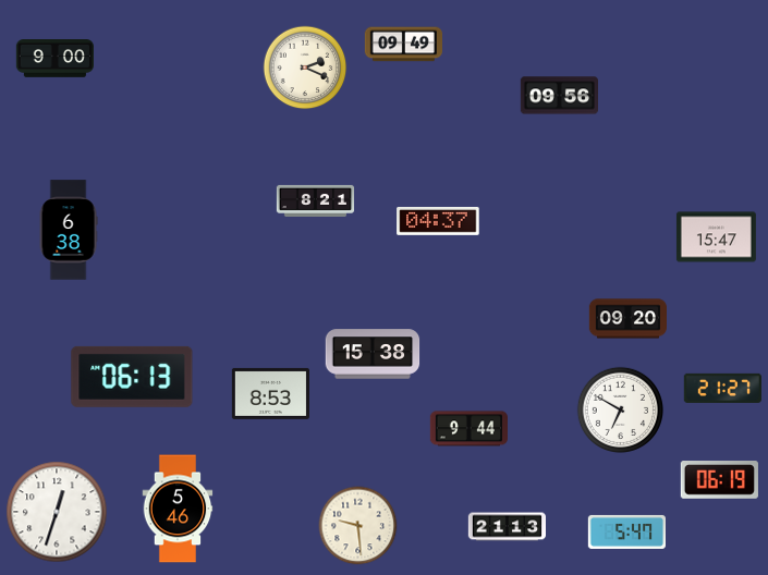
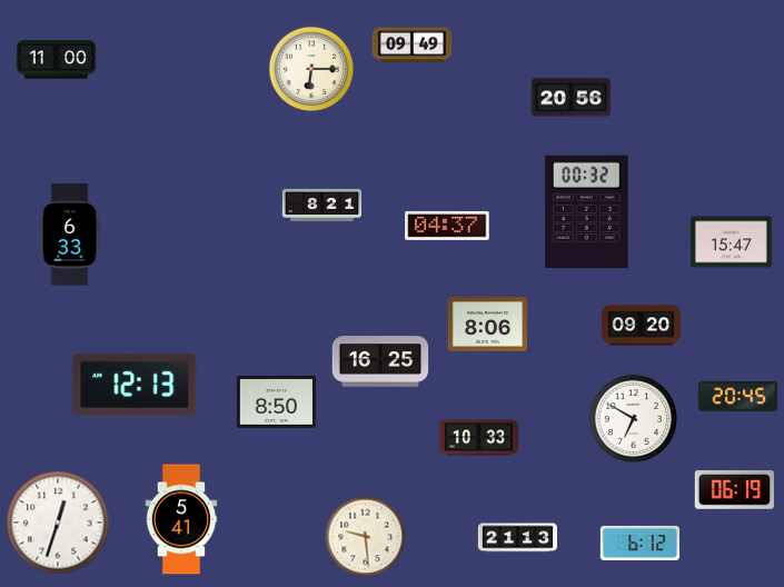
clock at (54, 59): 9:00 -> 11:00
clock at (305, 68): 2:19 -> 6:15
clock at (559, 96): 09:56 -> 20:56
clock at (587, 212): none -> 00:32
clock at (69, 230): 6:38 -> 6:33
clock at (487, 325): none -> 8:06
clock at (373, 354): 15:38 -> 16:25
clock at (132, 377): 06:13 -> 12:13
clock at (722, 388): 21:27 -> 20:45
clock at (270, 393): 8:53 -> 8:50
clock at (468, 429): 9:44 -> 10:33
clock at (178, 509): 5:46 -> 5:41
clock at (626, 531): 5:47 -> 6:12
